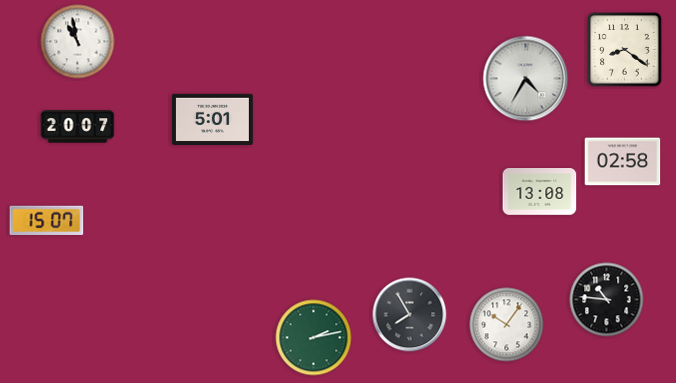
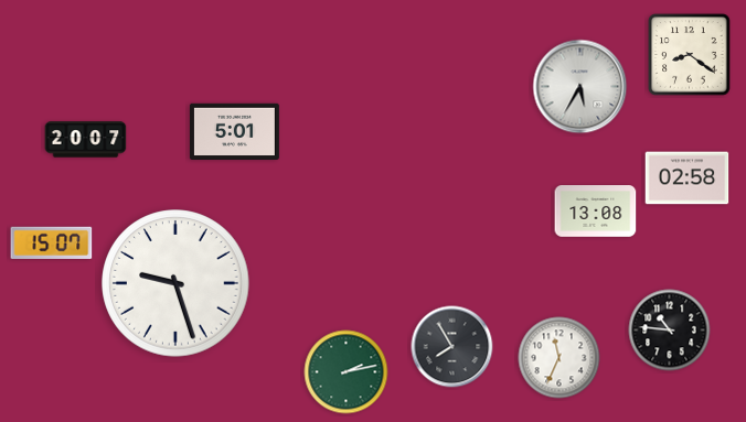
clock at (78, 42): 10:58 -> none
clock at (526, 79): 4:35 -> 5:35
clock at (175, 283): none -> 9:27
clock at (507, 325): 10:06 -> 11:34
